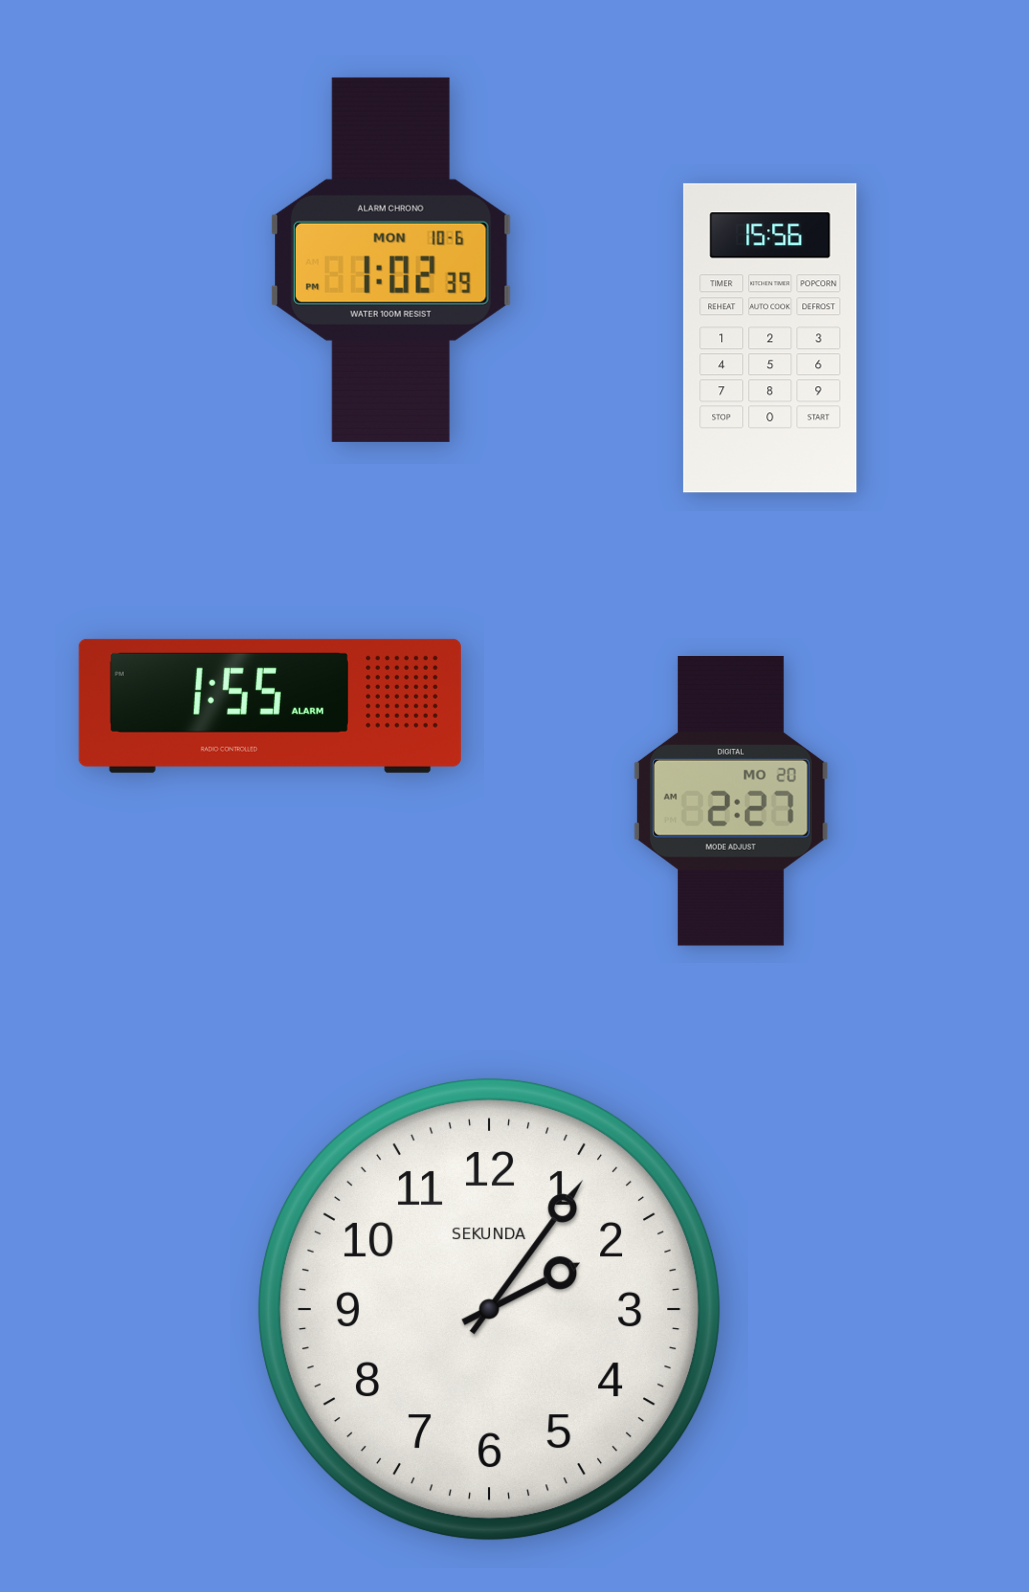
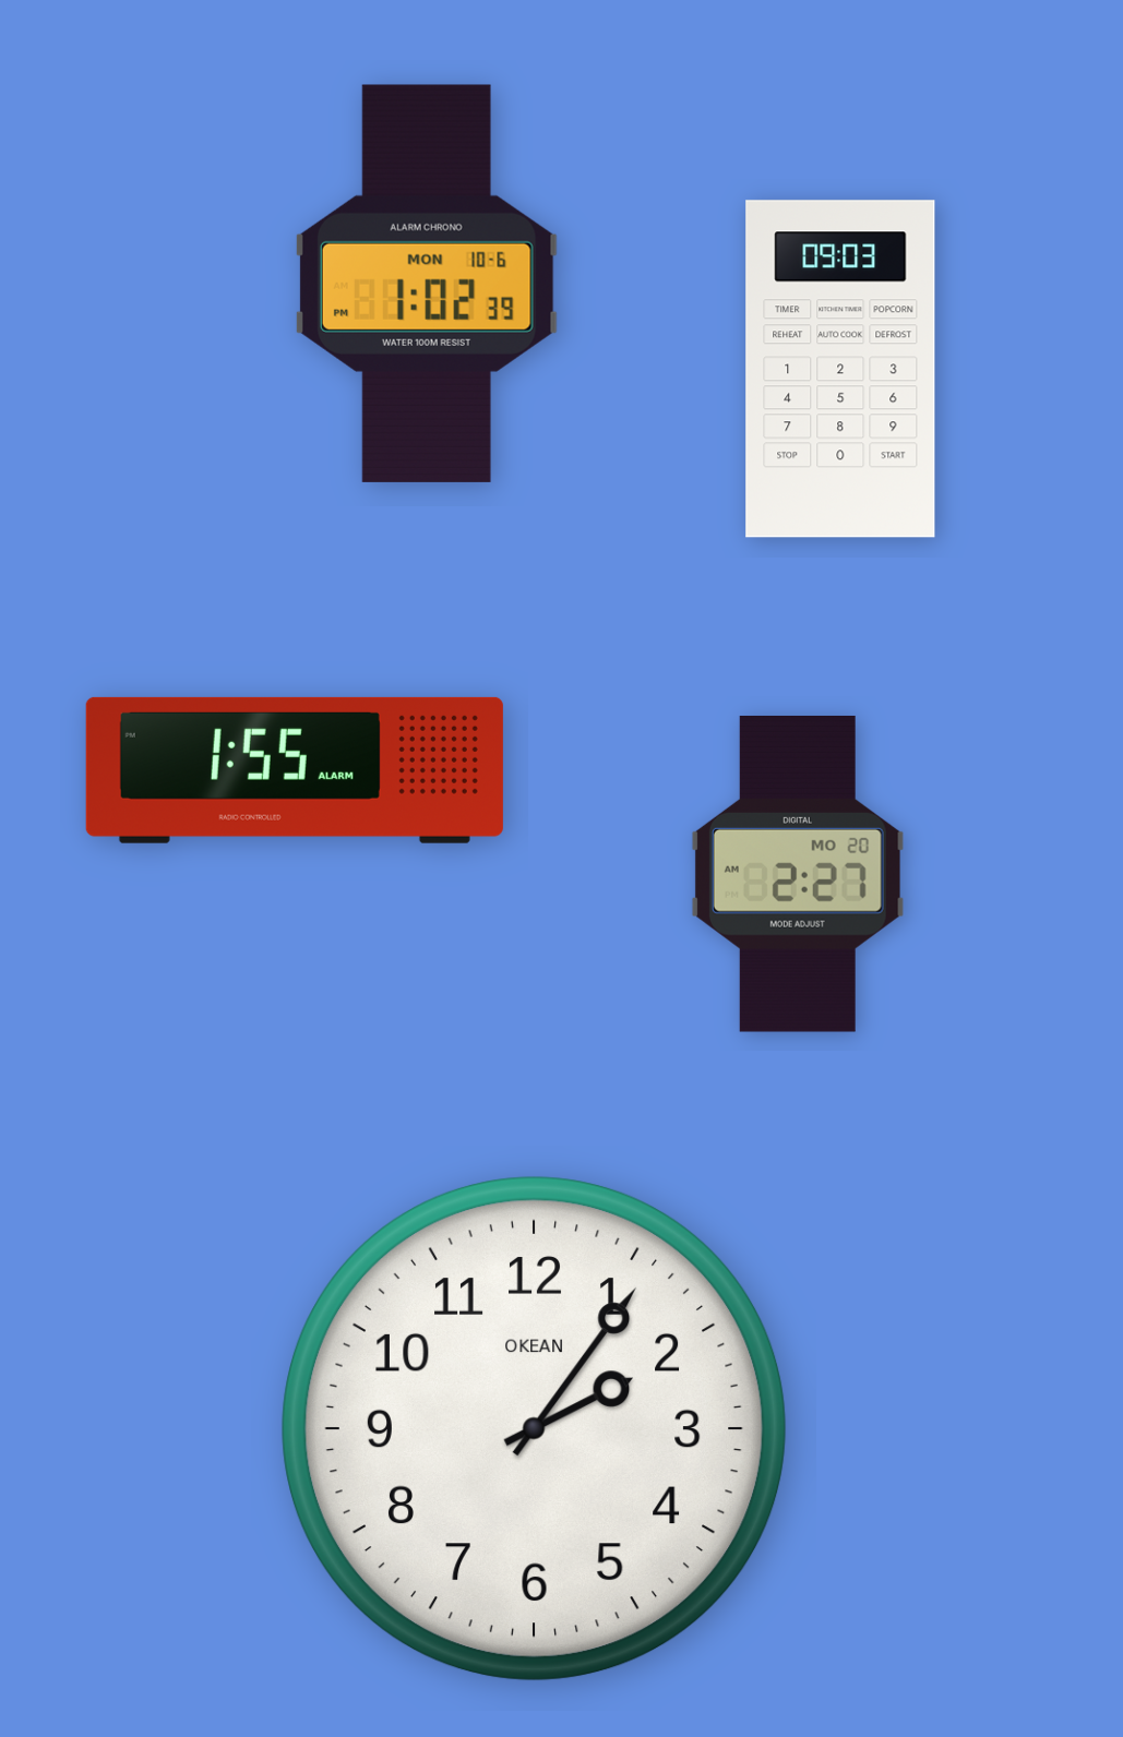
clock at (770, 338): 15:56 -> 09:03
clock at (489, 1309) brand: SEKUNDA -> OKEAN
